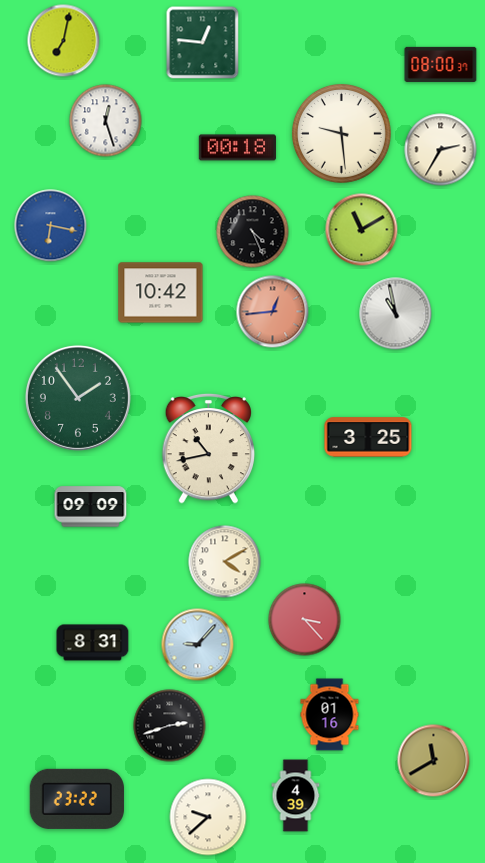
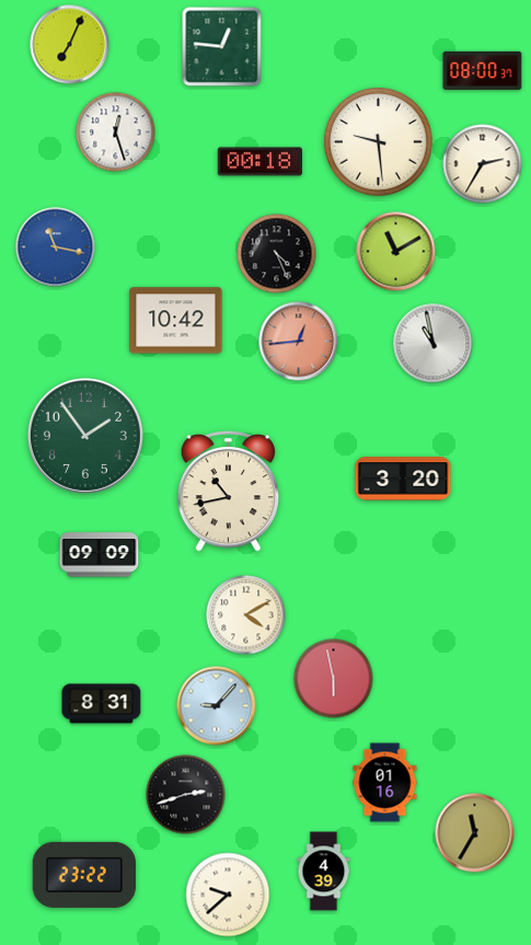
clock at (64, 41): 7:02 -> 7:04
clock at (341, 133) position: (341, 133) -> (378, 141)
clock at (51, 226): 6:17 -> 11:17
clock at (368, 437): 3:25 -> 3:20
clock at (305, 620): 3:23 -> 5:58
clock at (330, 715) position: (330, 715) -> (385, 783)
clock at (434, 761): 11:40 -> 11:35
